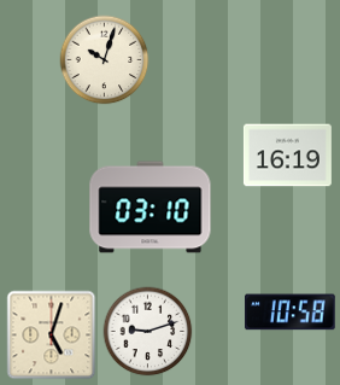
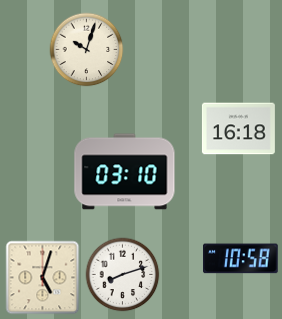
clock at (287, 156): 16:19 -> 16:18
clock at (148, 332): 9:12 -> 8:12
